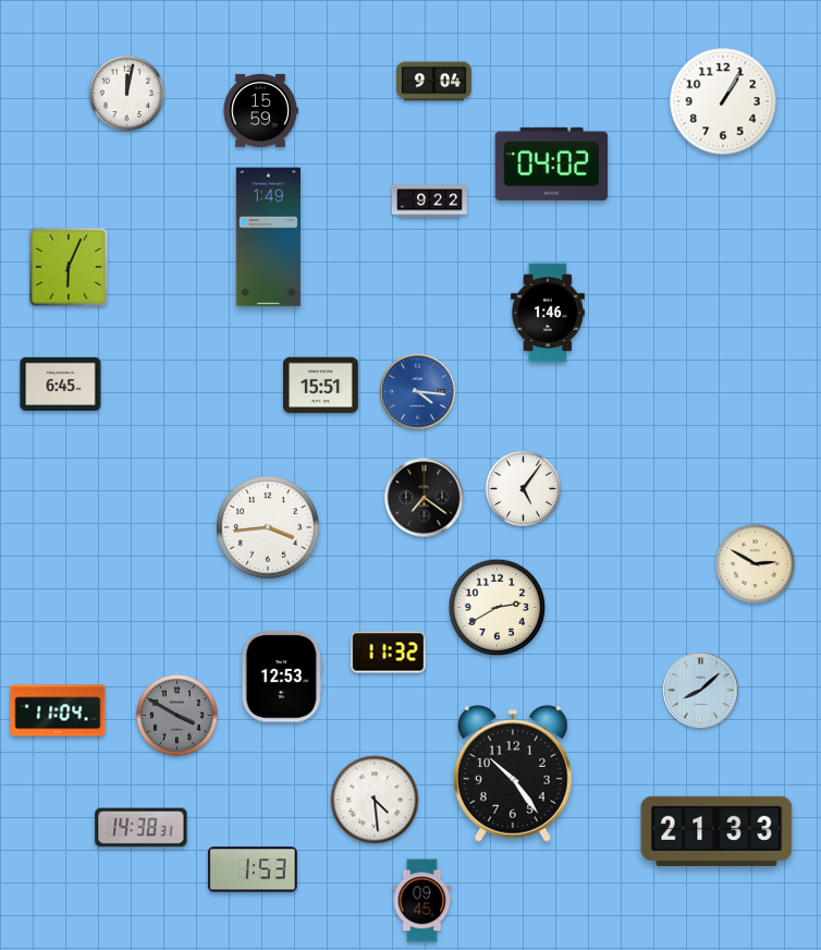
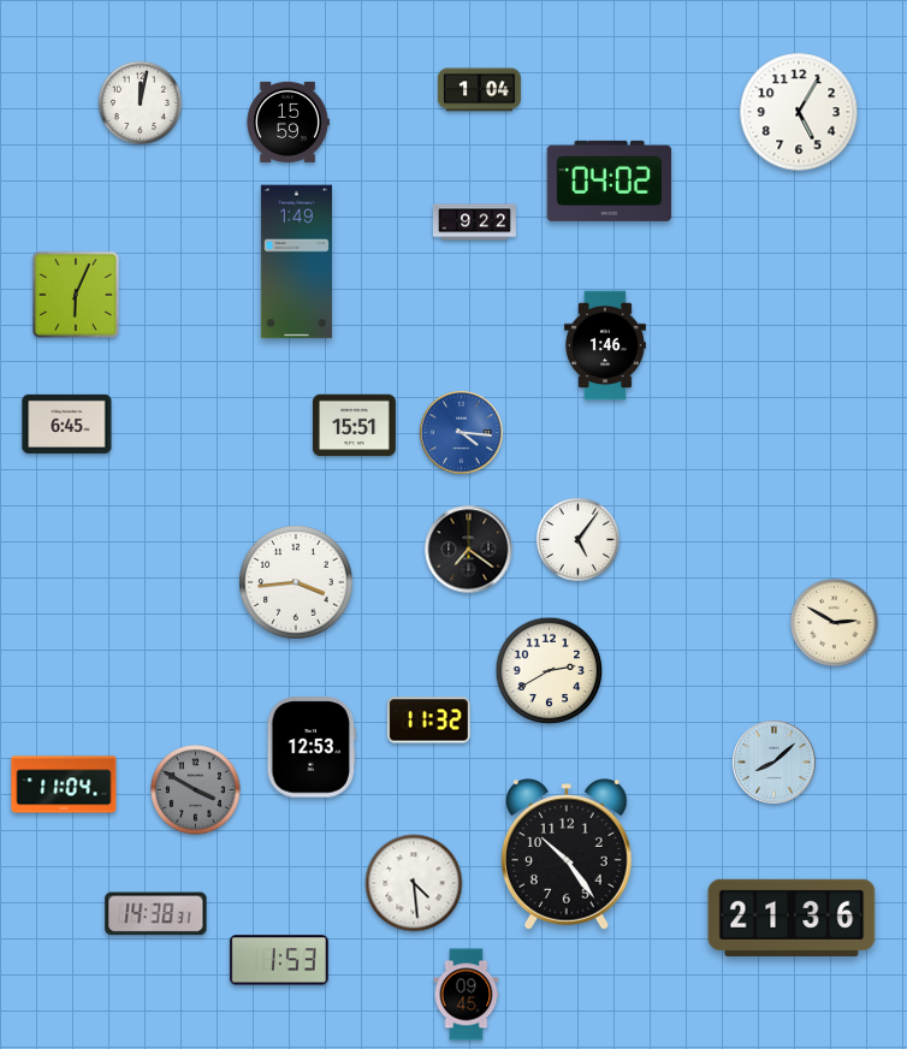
clock at (433, 82): 9:04 -> 1:04
clock at (723, 101): 1:05 -> 5:05
clock at (716, 831): 21:33 -> 21:36
